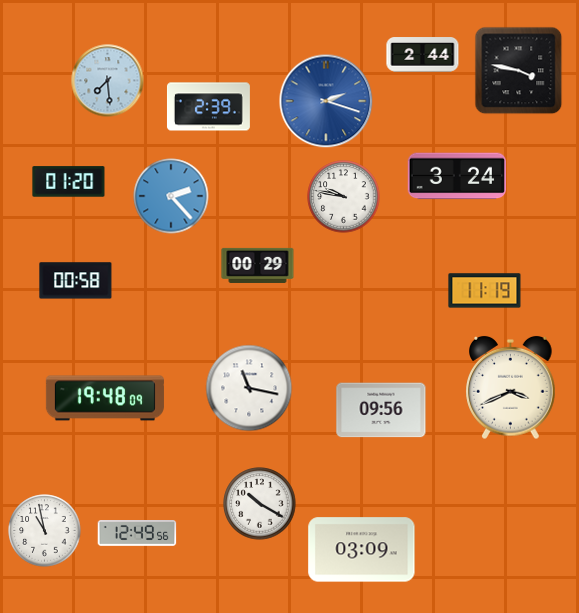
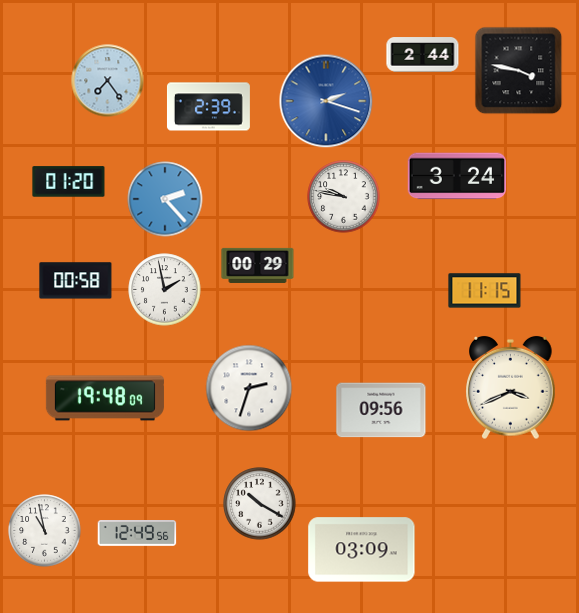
clock at (108, 81): 7:29 -> 7:24
clock at (171, 196) position: (171, 196) -> (165, 199)
clock at (165, 290): none -> 1:58
clock at (485, 291): 11:19 -> 11:15
clock at (249, 388): 11:17 -> 2:33
